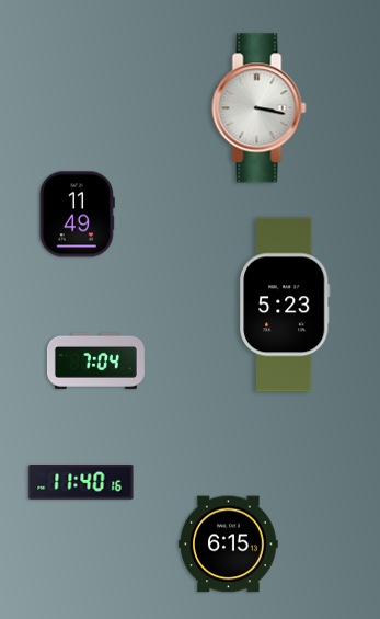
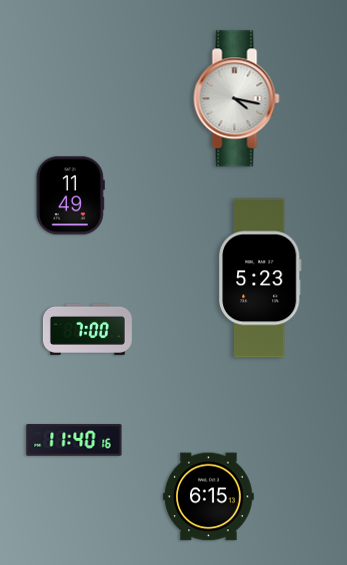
clock at (260, 108): 3:17 -> 4:17
clock at (95, 360): 7:04 -> 7:00
